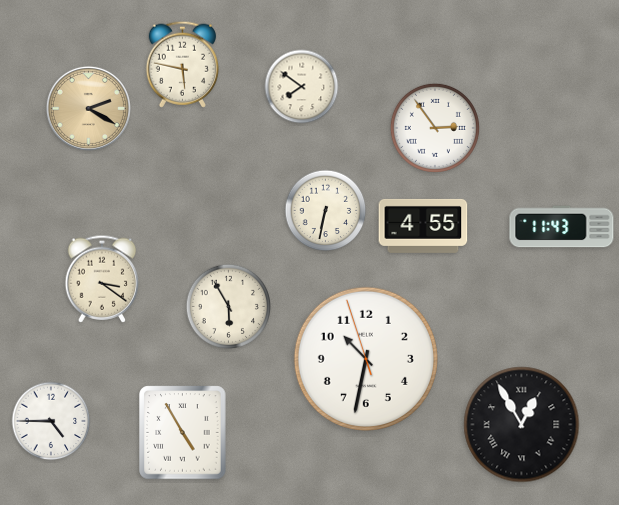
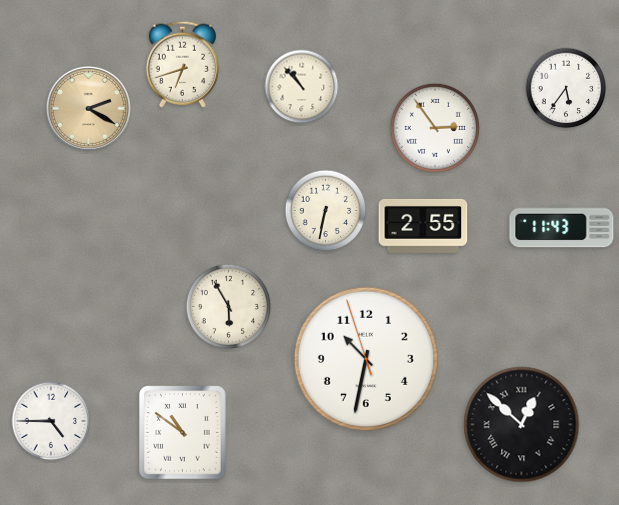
clock at (182, 64): 5:47 -> 6:42
clock at (302, 87): 7:51 -> 10:53
clock at (566, 88): none -> 5:36
clock at (423, 226): 4:55 -> 2:55
clock at (102, 279): 3:21 -> none
clock at (522, 425): 12:55 -> 12:52
clock at (183, 433): 4:55 -> 10:51
